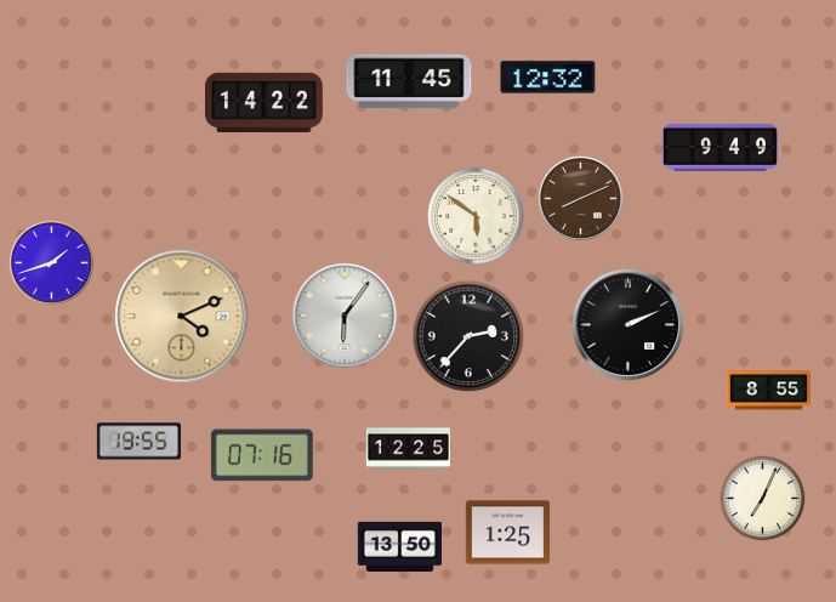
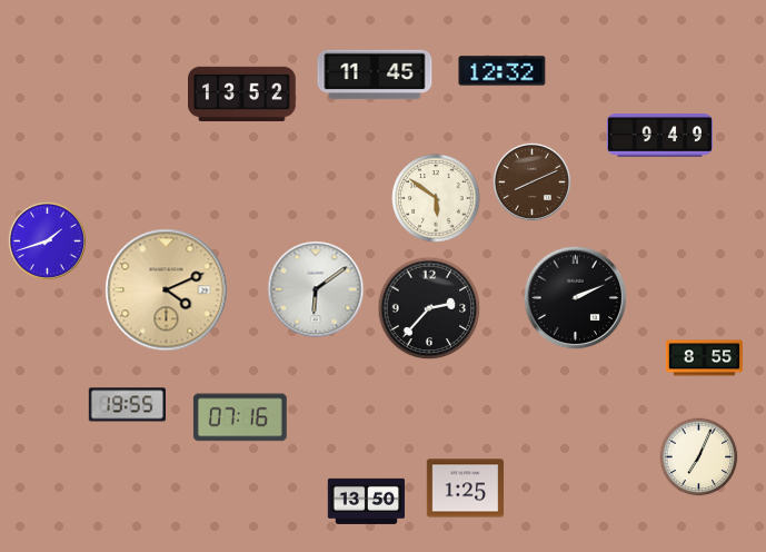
clock at (265, 102): 14:22 -> 13:52
clock at (345, 316): 6:06 -> 6:09
clock at (408, 449): 12:25 -> none
